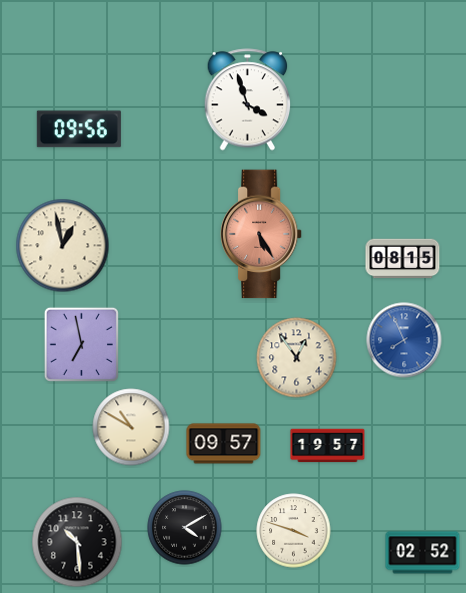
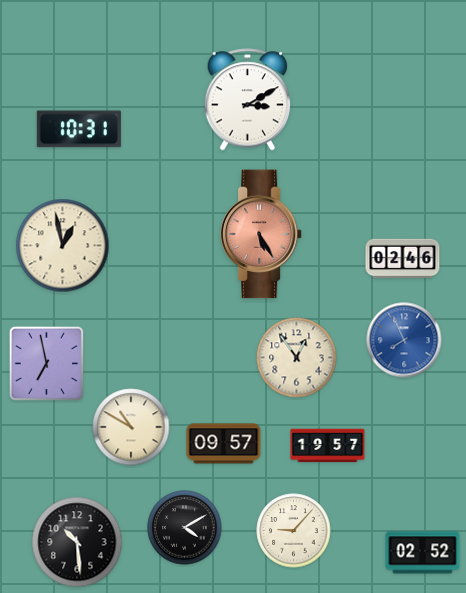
clock at (248, 100): 3:57 -> 3:10
clock at (79, 129): 09:56 -> 10:31
clock at (403, 259): 08:15 -> 02:46
clock at (81, 344) position: (81, 344) -> (46, 363)
clock at (294, 531): 3:48 -> 9:07
